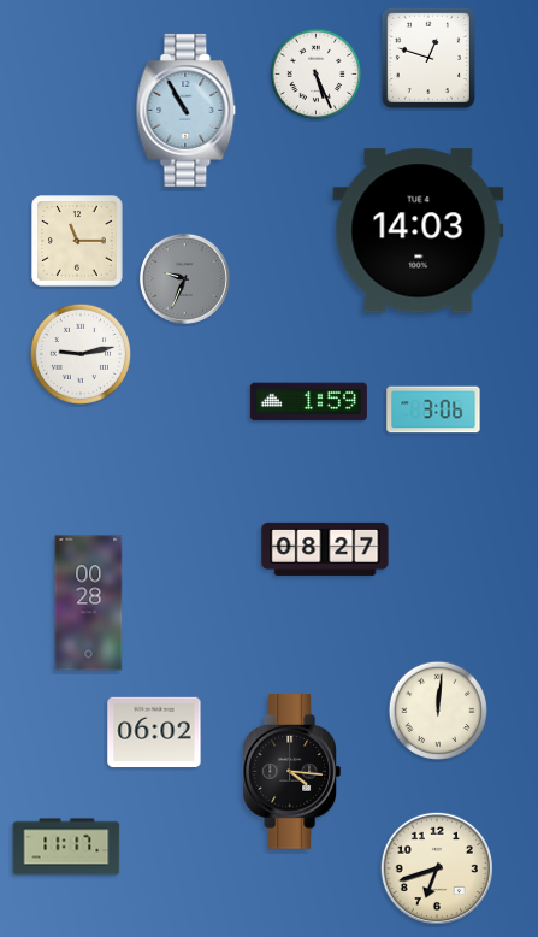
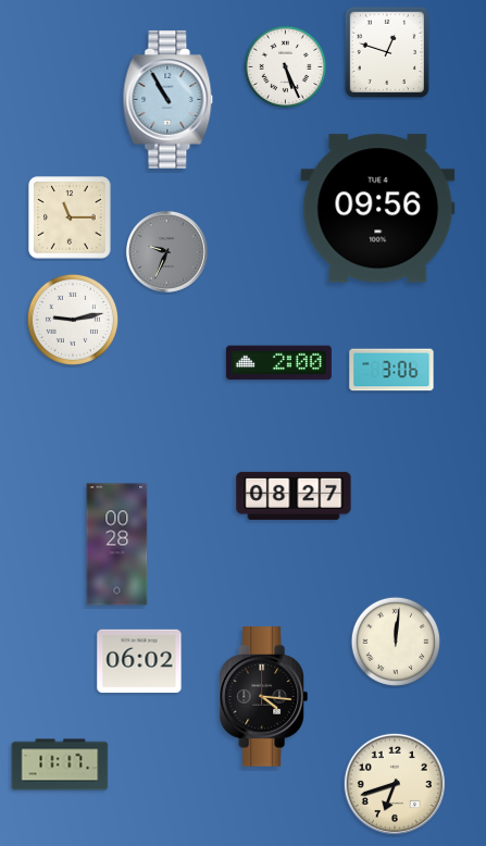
clock at (419, 231): 14:03 -> 09:56
clock at (308, 402): 1:59 -> 2:00
clock at (89, 603) position: (89, 603) -> (117, 545)
